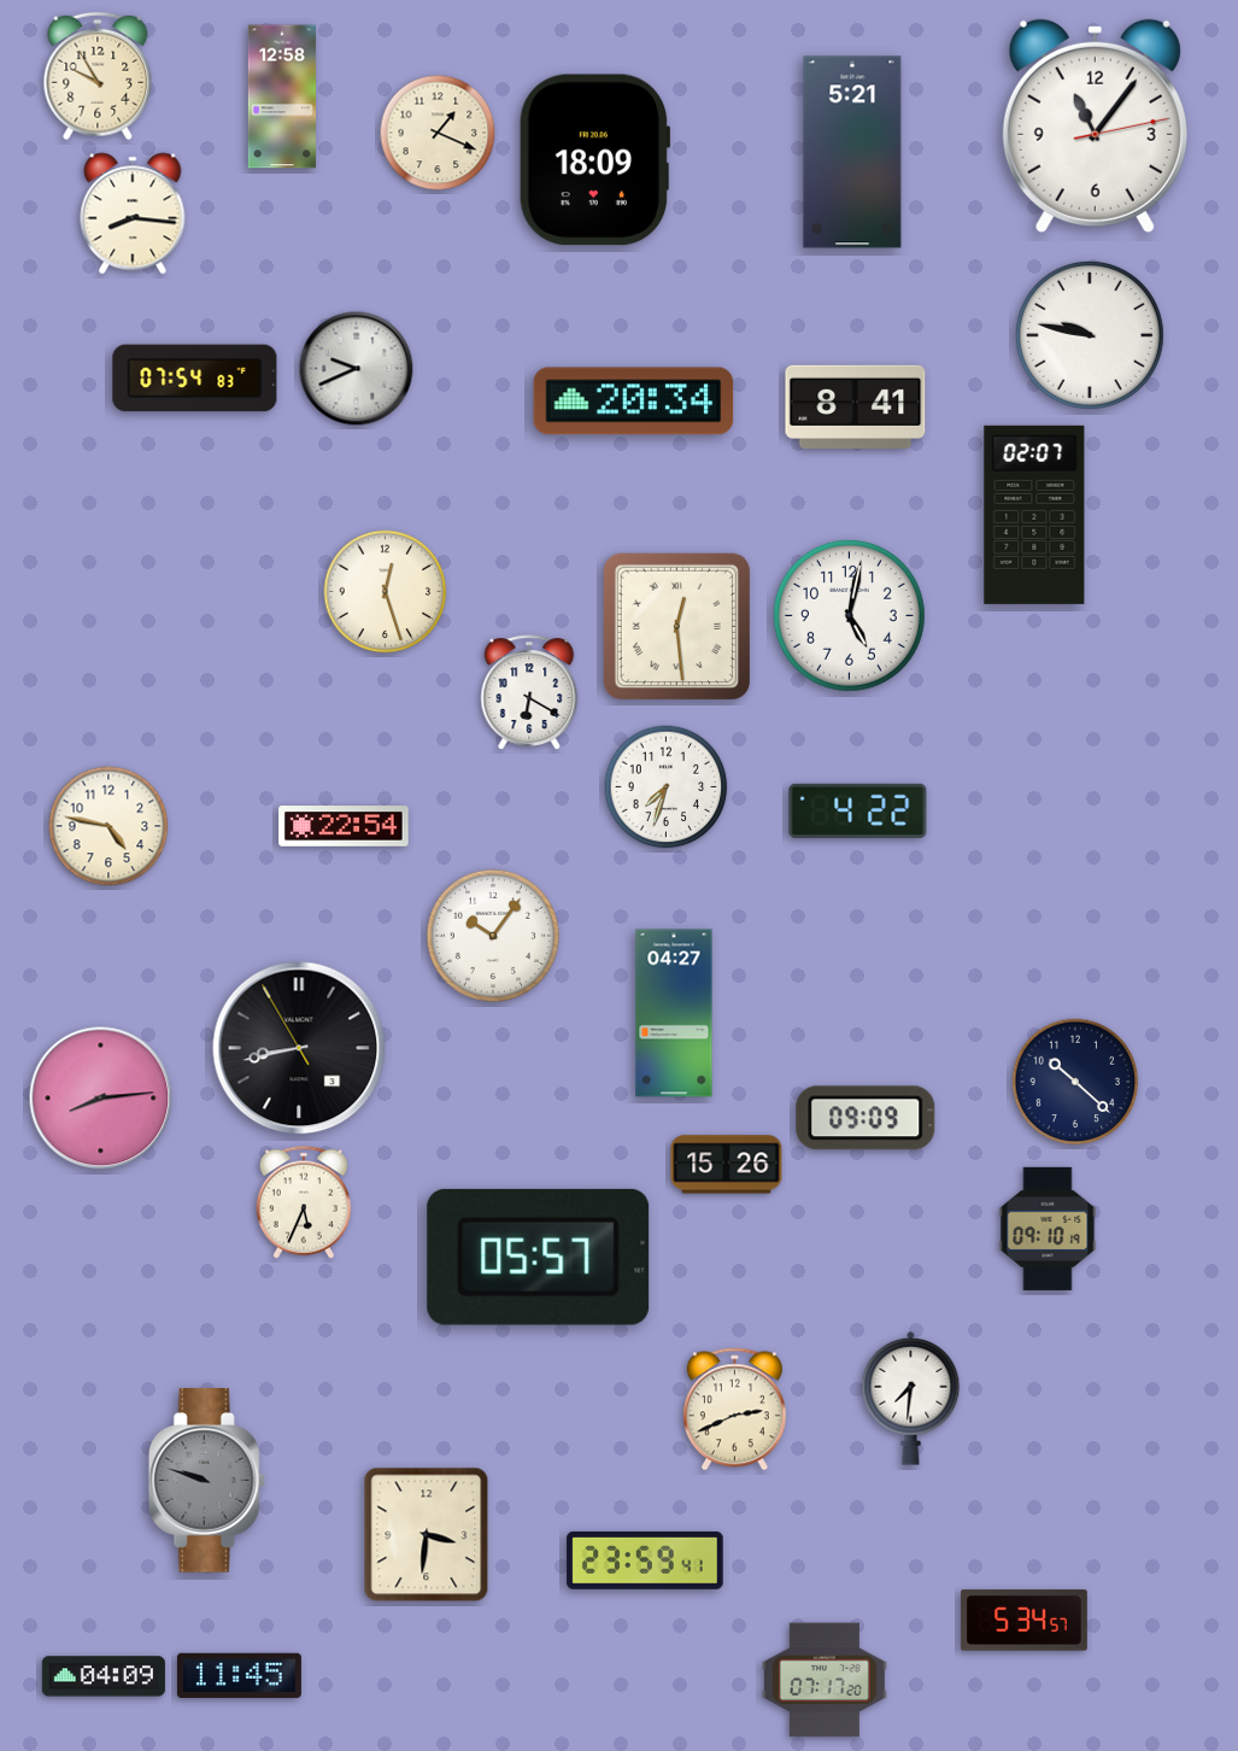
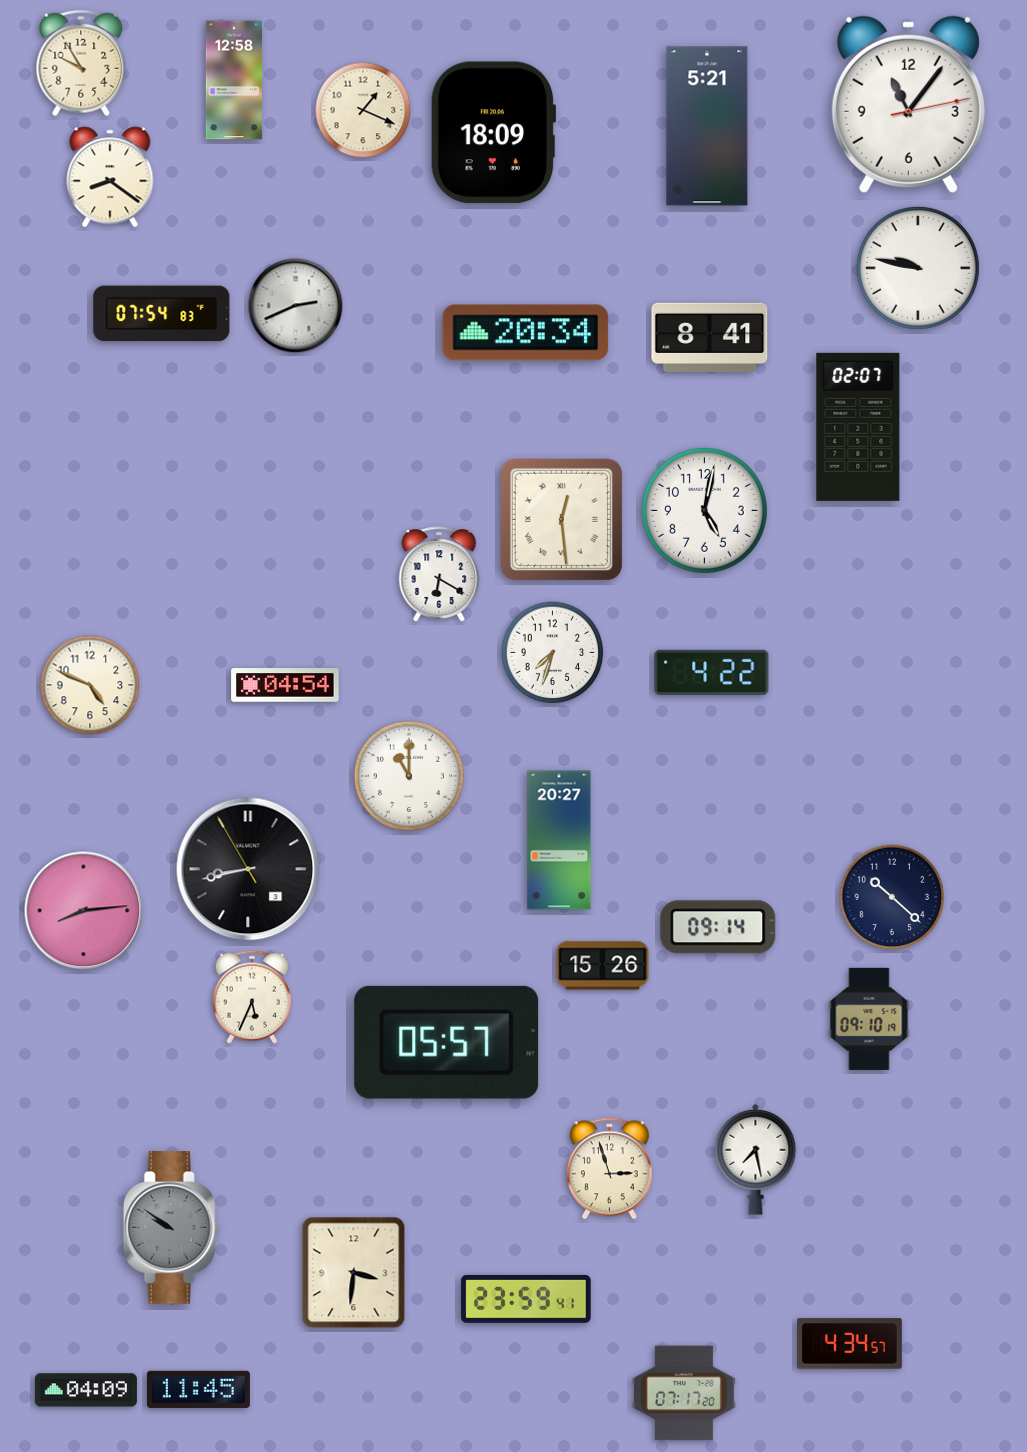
clock at (133, 213): 8:16 -> 8:21
clock at (1090, 335) position: (1090, 335) -> (918, 268)
clock at (357, 369): 9:41 -> 2:41
clock at (386, 592): 12:27 -> none
clock at (108, 826): 4:47 -> 4:49
clock at (344, 826): 22:54 -> 04:54
clock at (492, 935): 10:06 -> 11:00
clock at (674, 1013): 04:27 -> 20:27
clock at (866, 1118): 09:09 -> 09:14
clock at (911, 1398): 7:31 -> 7:28
clock at (734, 1410): 2:41 -> 2:57
clock at (206, 1481): 9:48 -> 9:51
clock at (645, 1560) position: (645, 1560) -> (526, 1299)
clock at (1025, 1621): 5:34 -> 4:34
